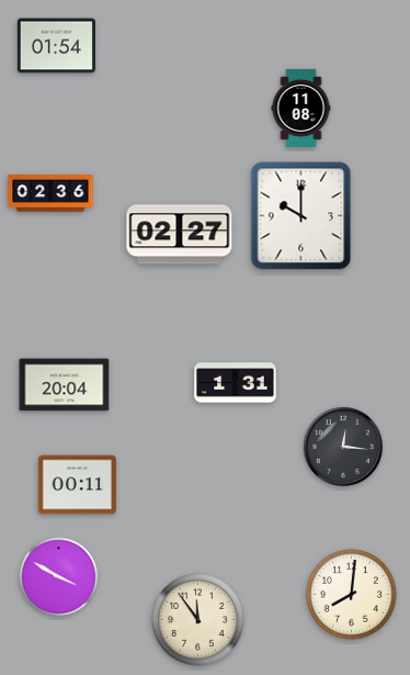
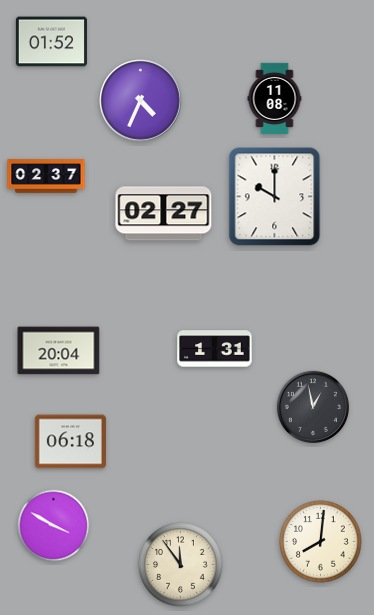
clock at (56, 46): 01:54 -> 01:52
clock at (141, 101): none -> 4:34
clock at (50, 193): 02:36 -> 02:37
clock at (343, 447): 12:16 -> 12:58
clock at (77, 485): 00:11 -> 06:18
